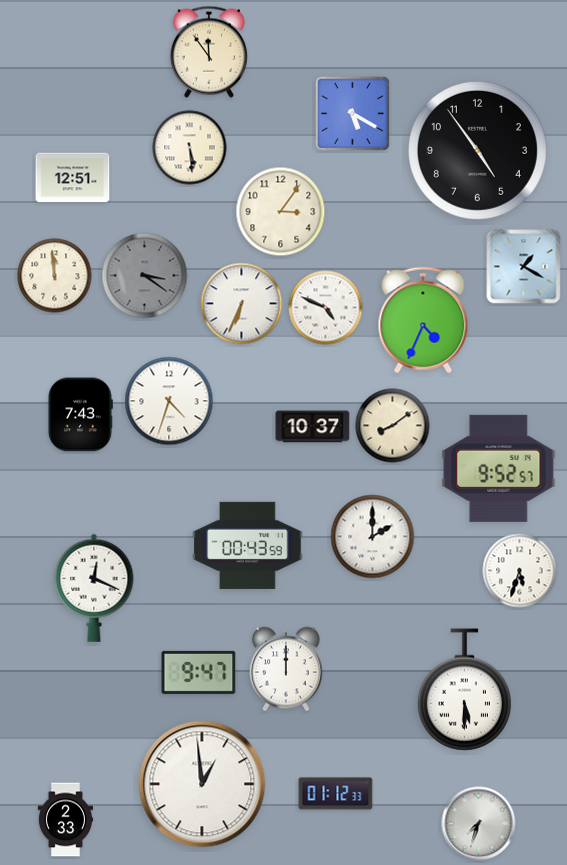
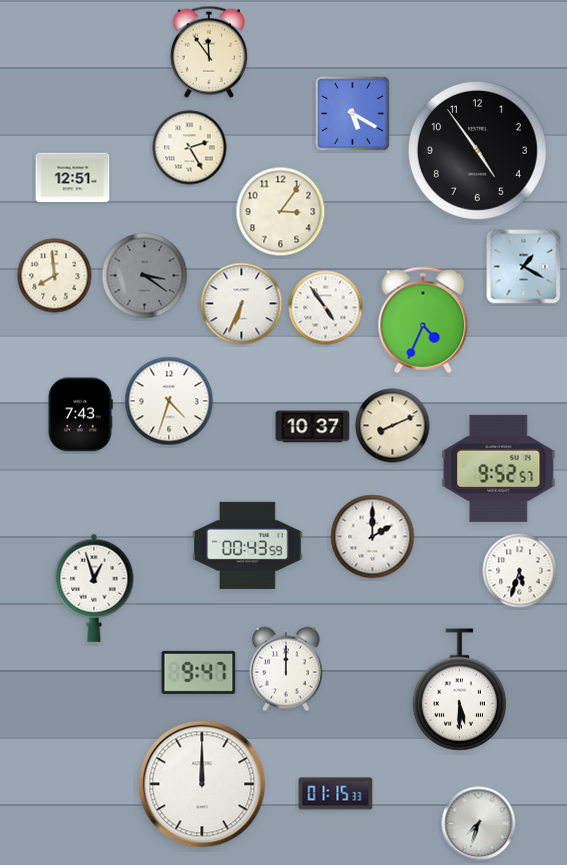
clock at (190, 148): 5:29 -> 2:25
clock at (55, 276): 11:59 -> 7:59
clock at (326, 308): 4:49 -> 4:54
clock at (393, 426): 8:09 -> 8:11
clock at (94, 588): 12:19 -> 12:57
clock at (464, 690) position: (464, 690) -> (459, 690)
clock at (202, 784): 12:59 -> 12:00
clock at (336, 794): 01:12 -> 01:15
clock at (65, 820): 2:33 -> none
